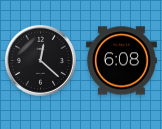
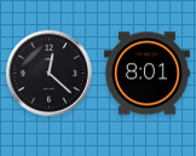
clock at (121, 61): 6:08 -> 8:01
